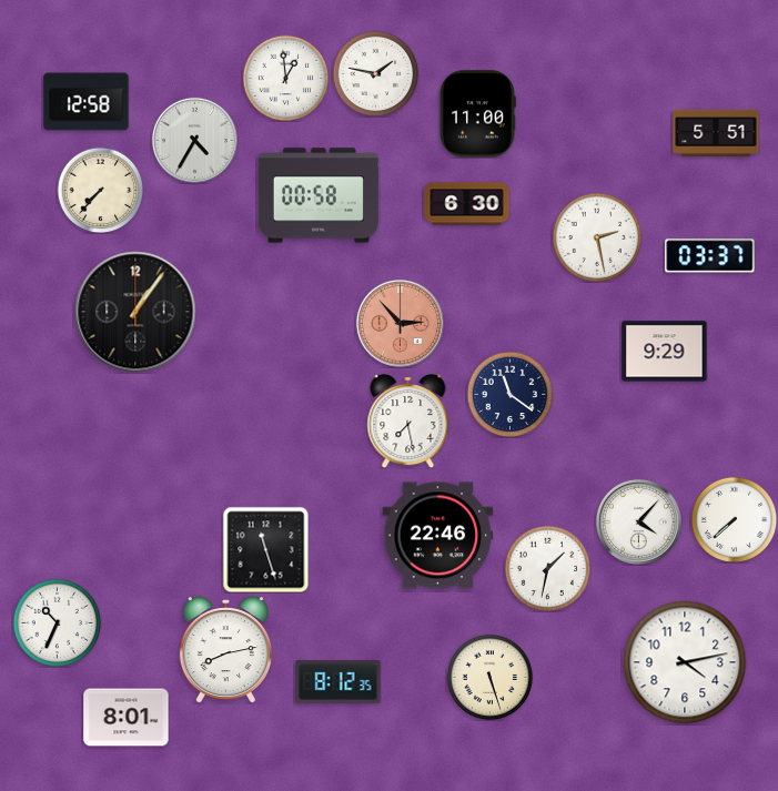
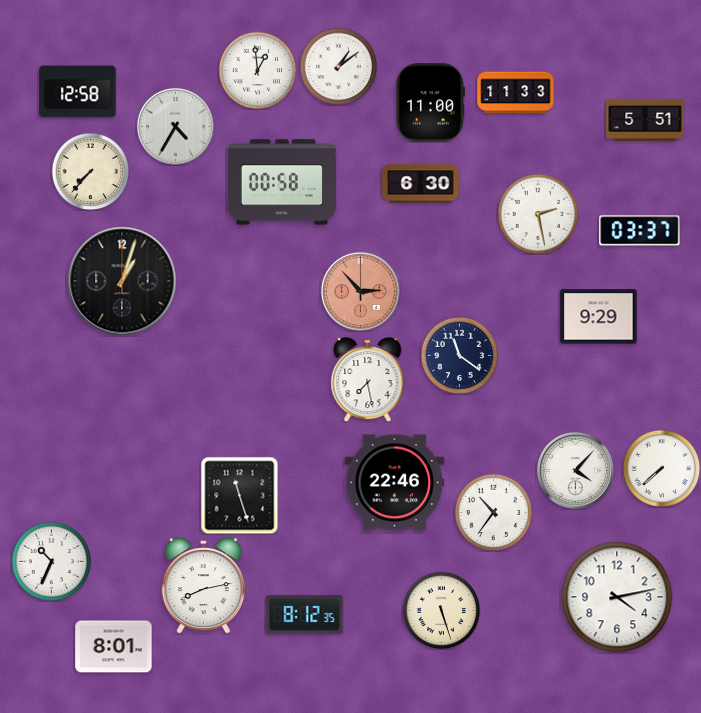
clock at (375, 73): 1:47 -> 1:09
clock at (516, 93): none -> 11:33
clock at (319, 195) position: (319, 195) -> (282, 182)
clock at (135, 312): 1:06 -> 1:03
clock at (547, 568): 1:32 -> 10:36
